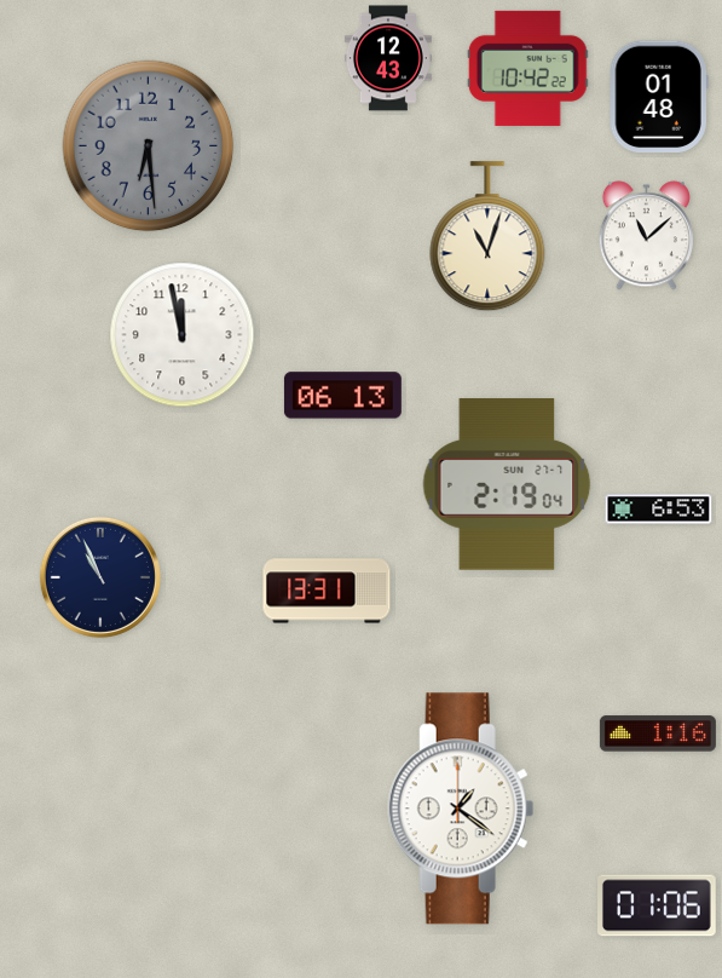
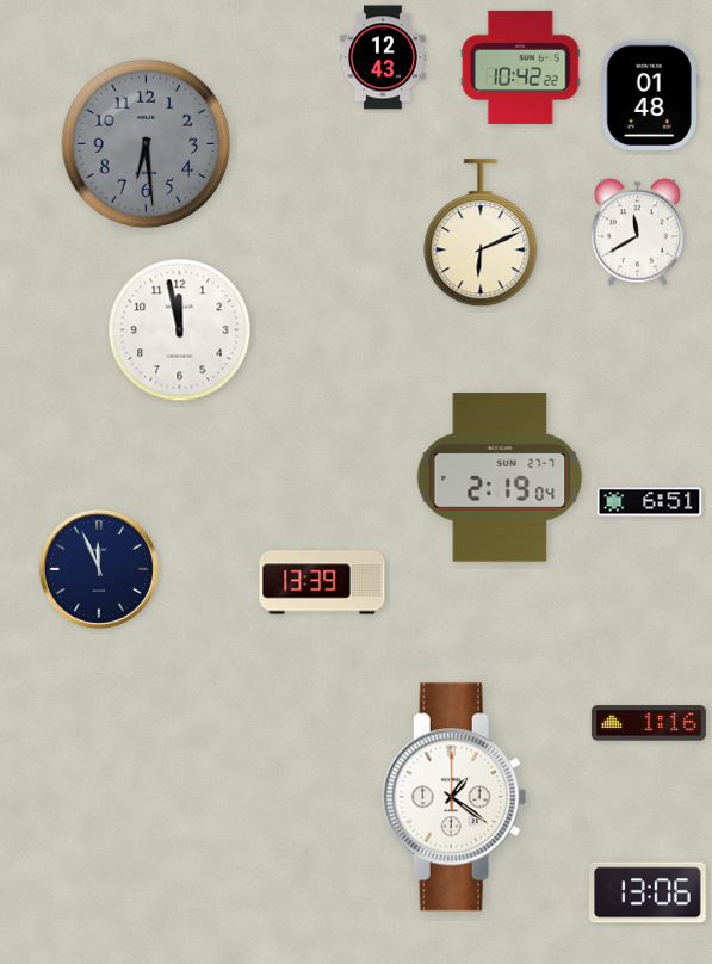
clock at (646, 236): 11:08 -> 11:40
clock at (487, 237): 11:03 -> 6:11
clock at (342, 396): 06:13 -> none
clock at (659, 510): 6:53 -> 6:51
clock at (100, 577): 10:56 -> 11:56
clock at (327, 591): 13:31 -> 13:39
clock at (658, 905): 01:06 -> 13:06
